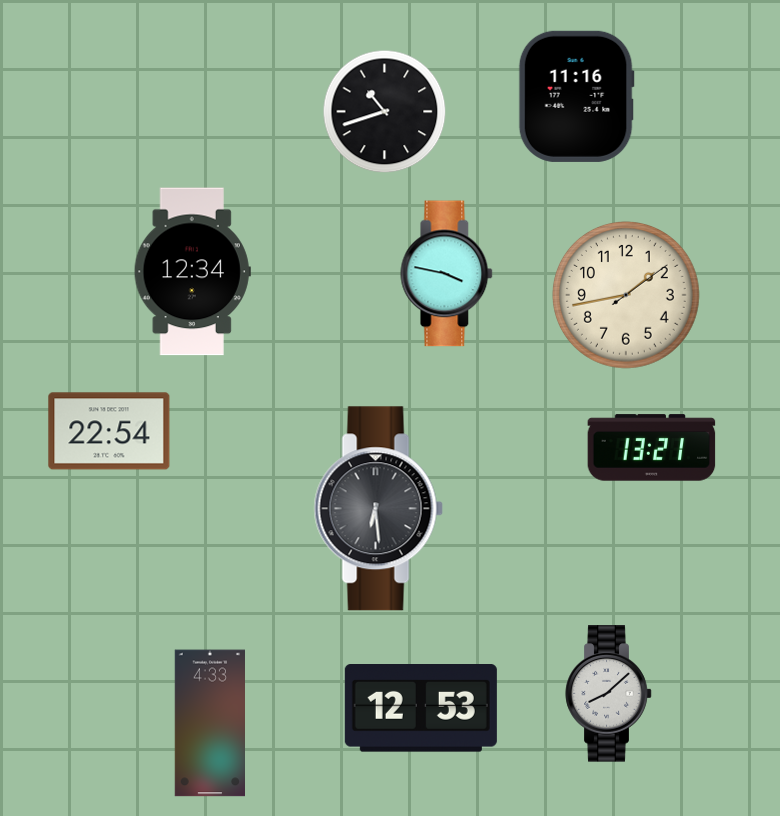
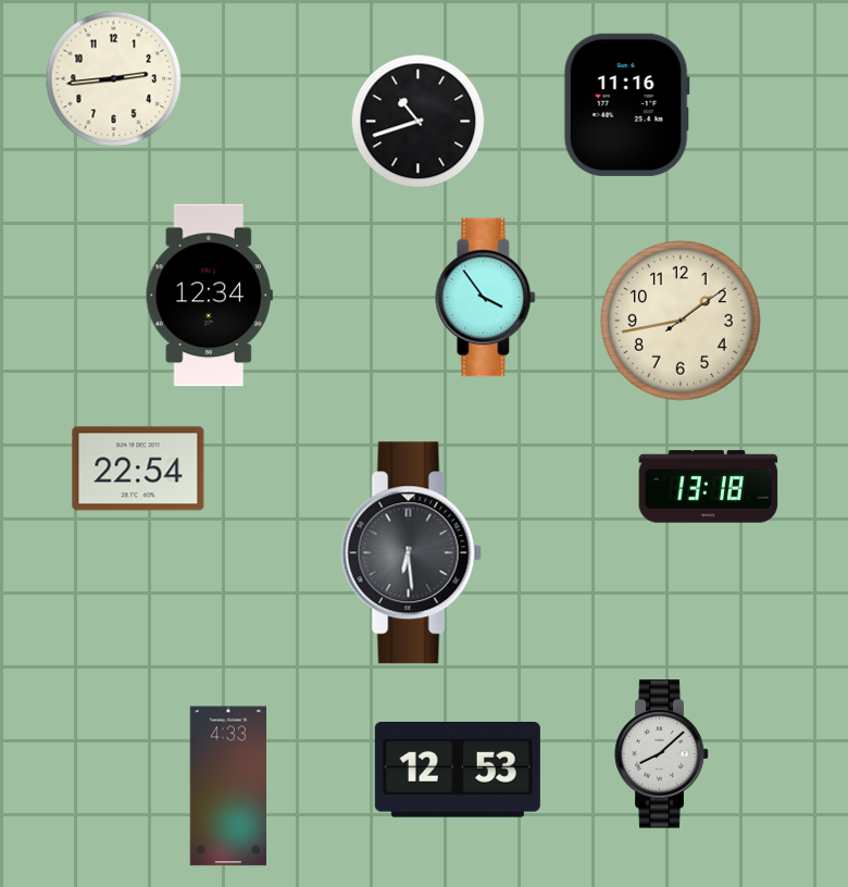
clock at (114, 79): none -> 2:44
clock at (447, 274): 3:47 -> 3:54
clock at (109, 431) position: (109, 431) -> (138, 469)
clock at (652, 448): 13:21 -> 13:18
